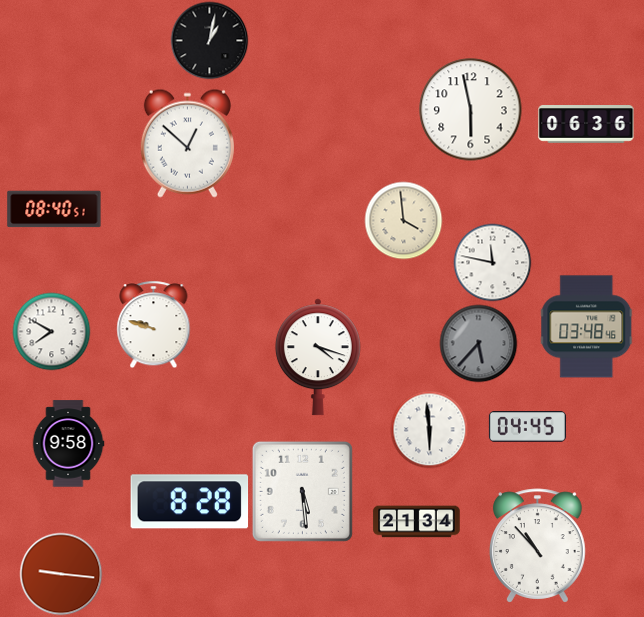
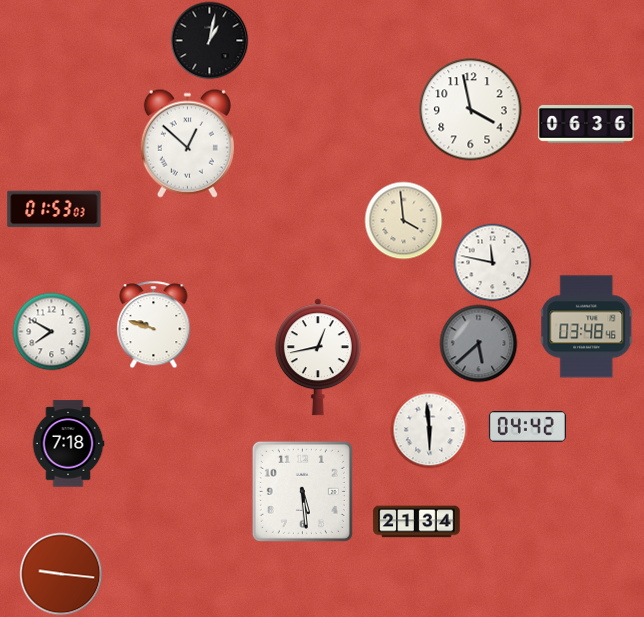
clock at (471, 110): 5:58 -> 3:58
clock at (54, 209): 08:40 -> 01:53
clock at (478, 343): 5:37 -> 5:38
clock at (318, 357): 4:18 -> 12:43
clock at (527, 427): 04:45 -> 04:42
clock at (68, 444): 9:58 -> 7:18
clock at (190, 502): 8:28 -> none
clock at (537, 546): 10:53 -> none
